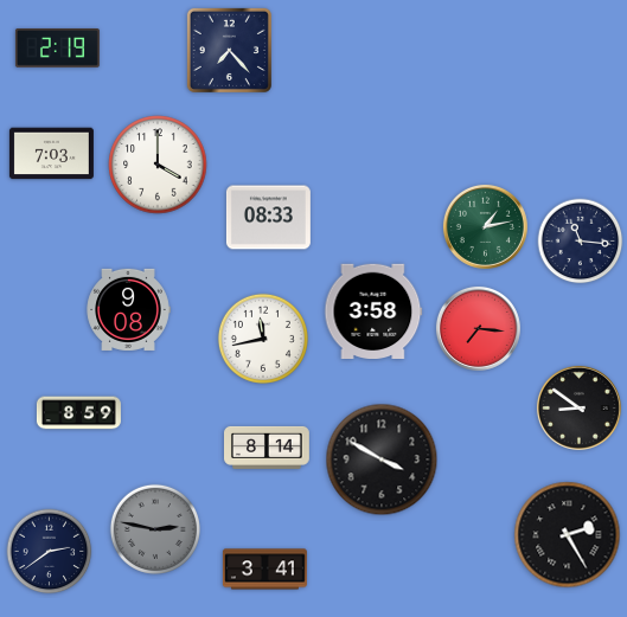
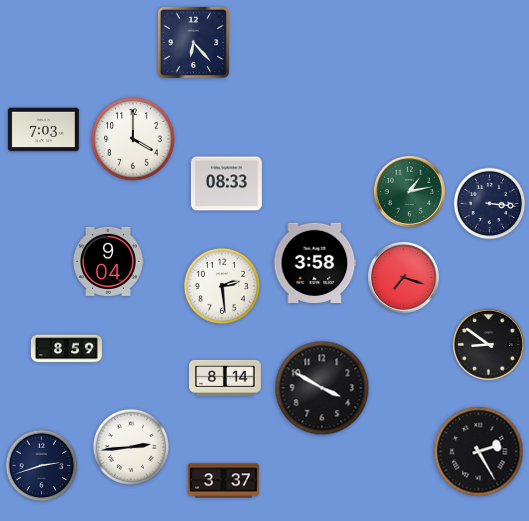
clock at (57, 49): 2:19 -> none
clock at (229, 50): 7:23 -> 6:23
clock at (581, 242): 11:16 -> 3:16
clock at (128, 309): 9:08 -> 9:04
clock at (478, 328): 7:16 -> 7:18
clock at (263, 339): 11:43 -> 2:29
clock at (155, 529): 2:47 -> 2:44
clock at (155, 529) dial: grey -> white
clock at (50, 552): 2:39 -> 2:42
clock at (264, 570): 3:41 -> 3:37
